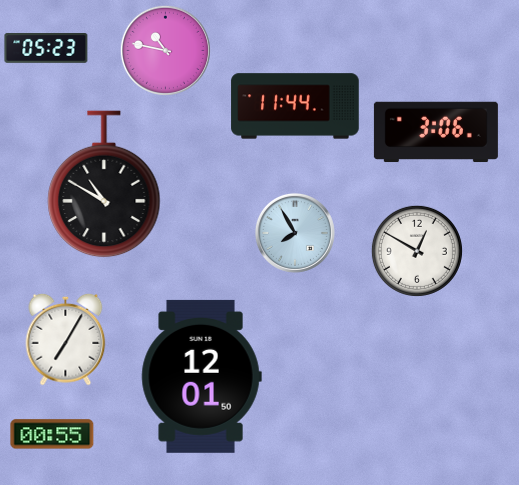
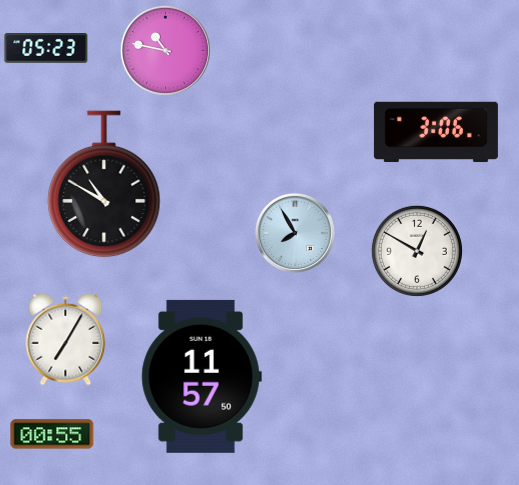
clock at (295, 106): 11:44 -> none
clock at (201, 376): 12:01 -> 11:57
